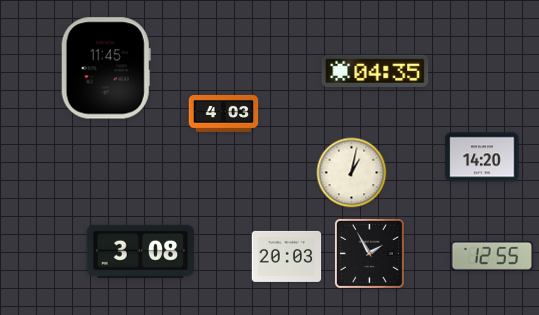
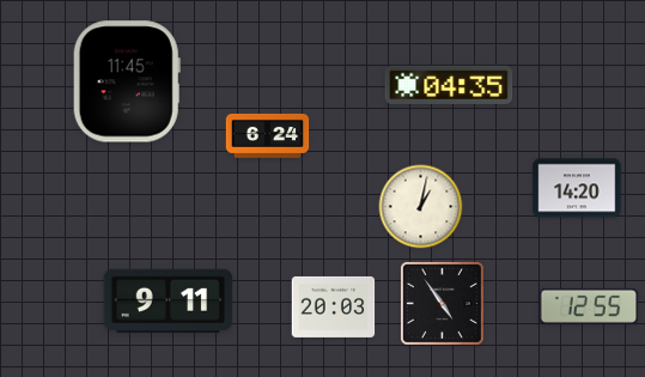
clock at (224, 113): 4:03 -> 6:24
clock at (141, 251): 3:08 -> 9:11
clock at (369, 253): 1:55 -> 4:54
clock at (287, 256) position: (287, 256) -> (334, 306)
